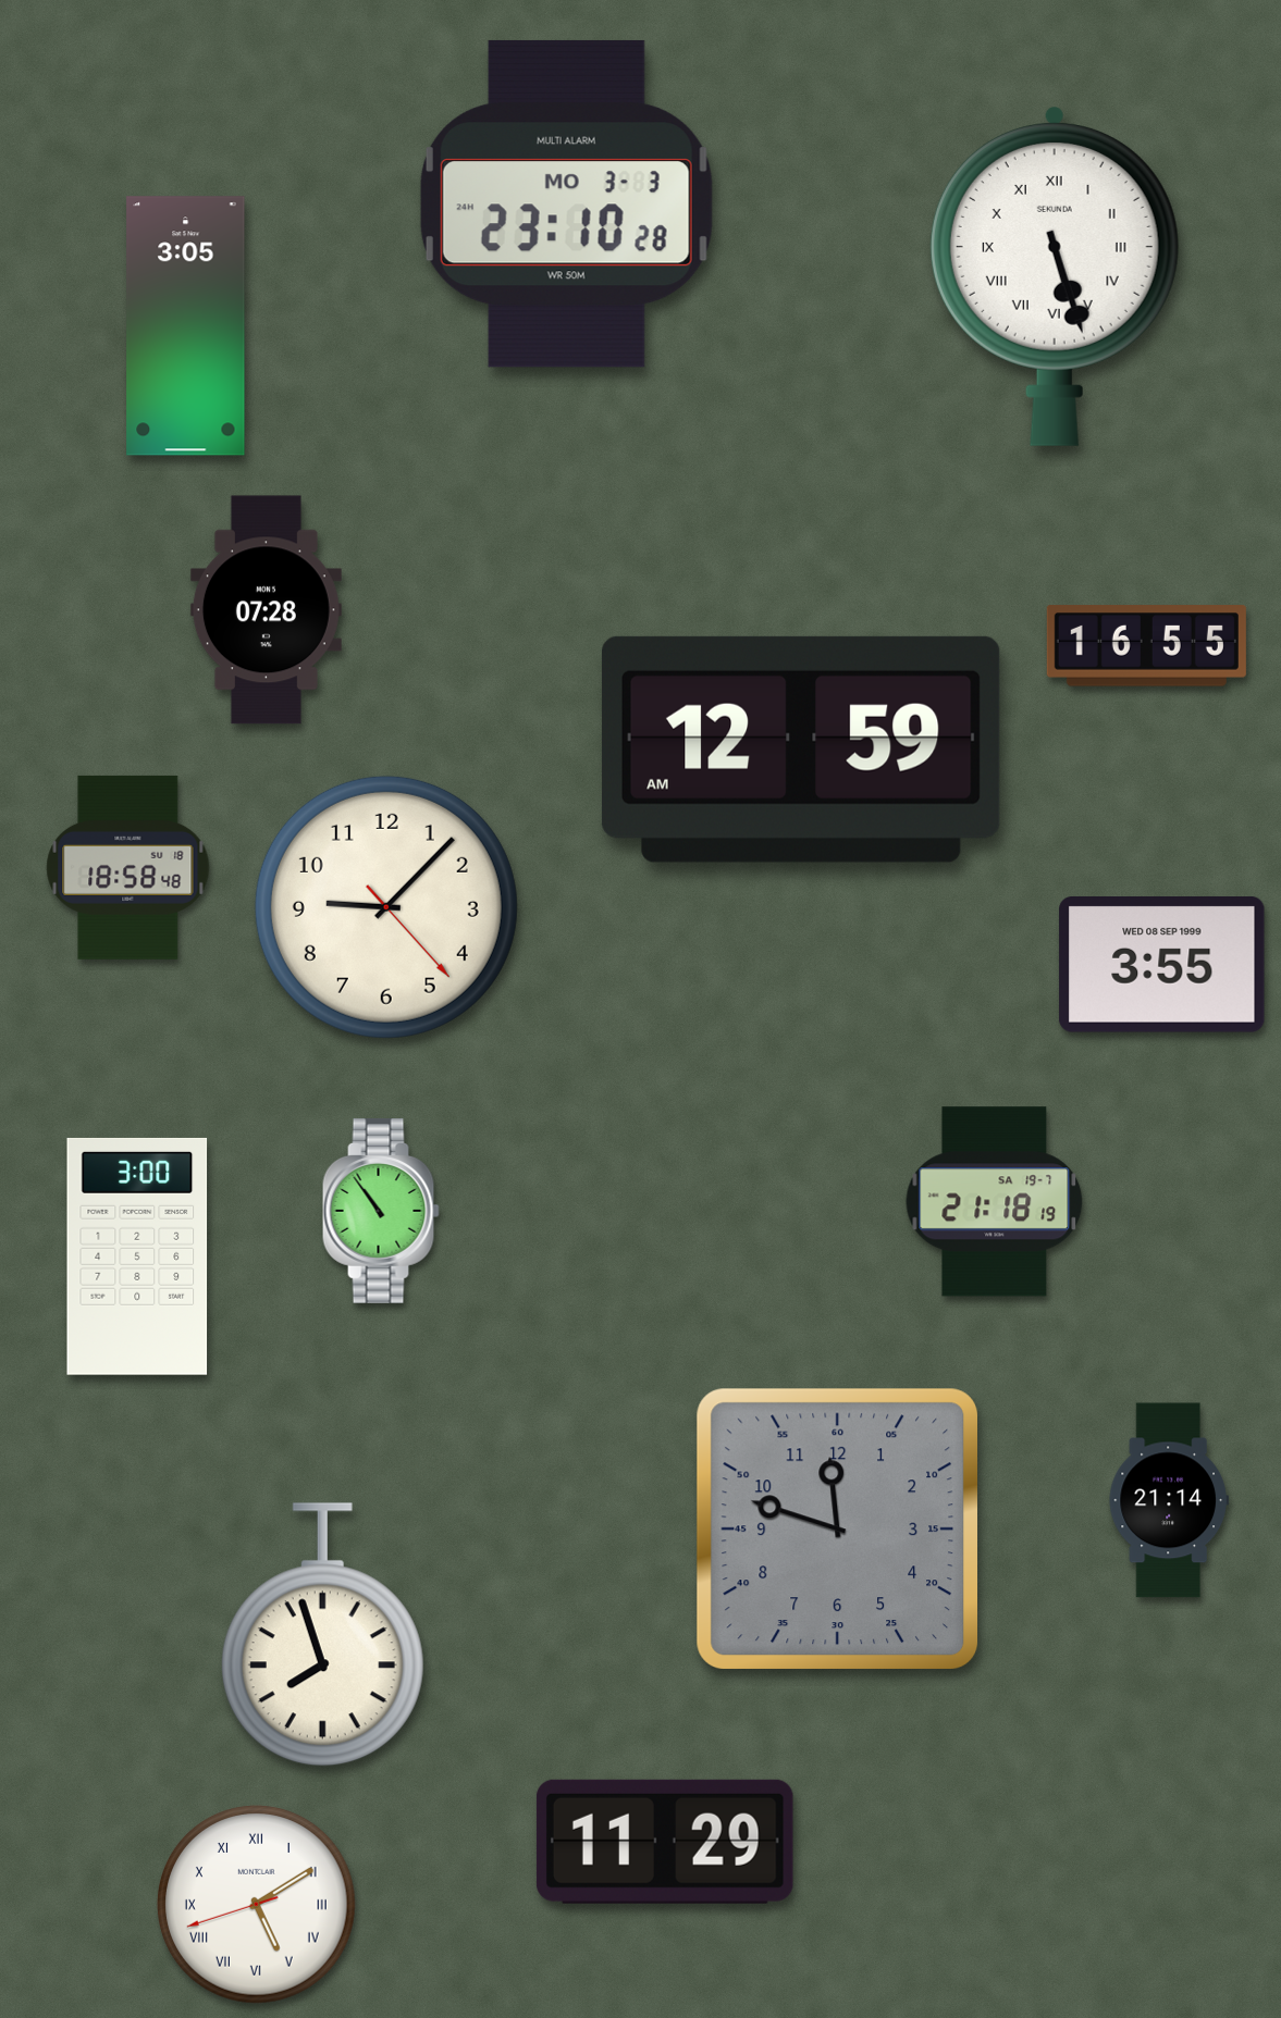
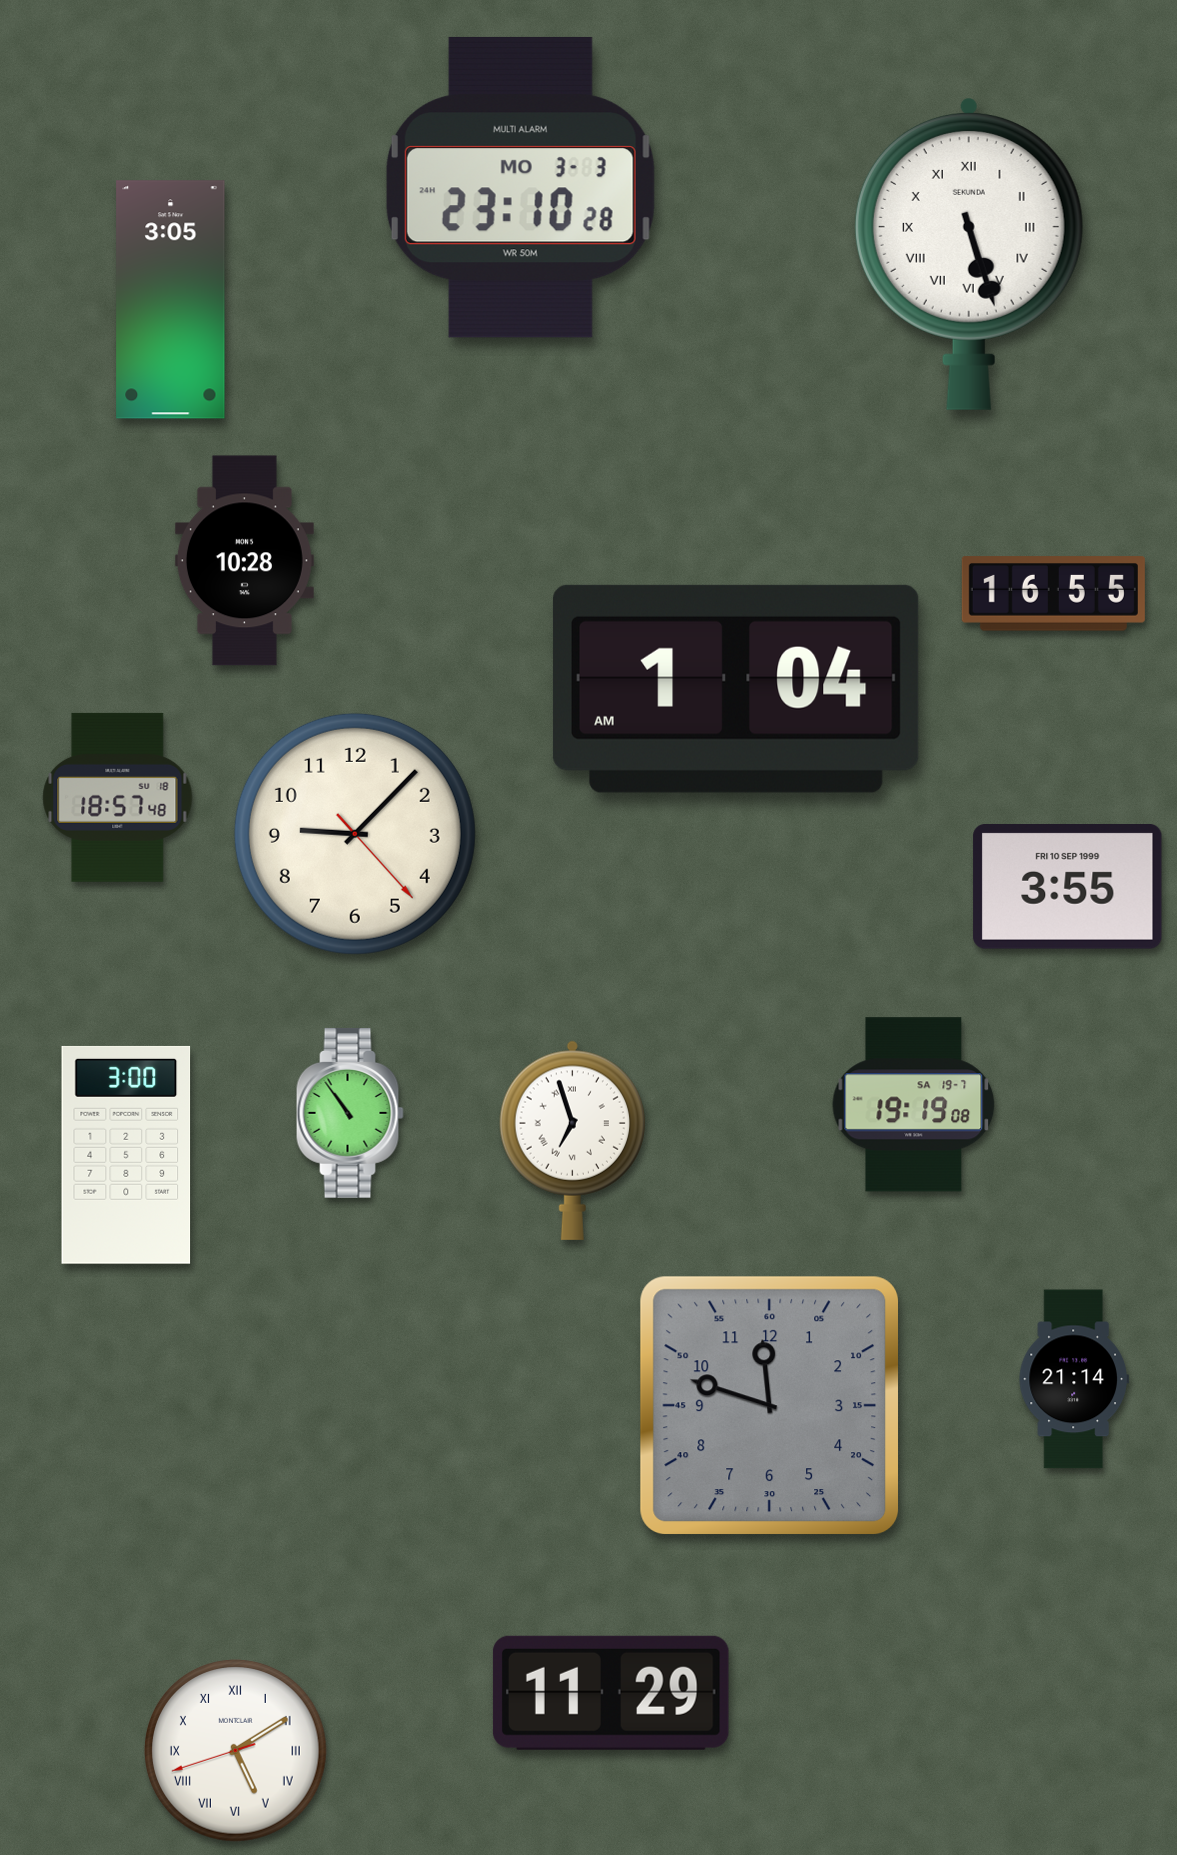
clock at (266, 610): 07:28 -> 10:28
clock at (801, 750): 12:59 -> 1:04
clock at (128, 867): 18:58 -> 18:57
clock at (1162, 965) date: WED 08 SEP 1999 -> FRI 10 SEP 1999
clock at (995, 1202): 21:18 -> 19:19
clock at (572, 1140): none -> 6:57
clock at (322, 1635): 7:57 -> none
